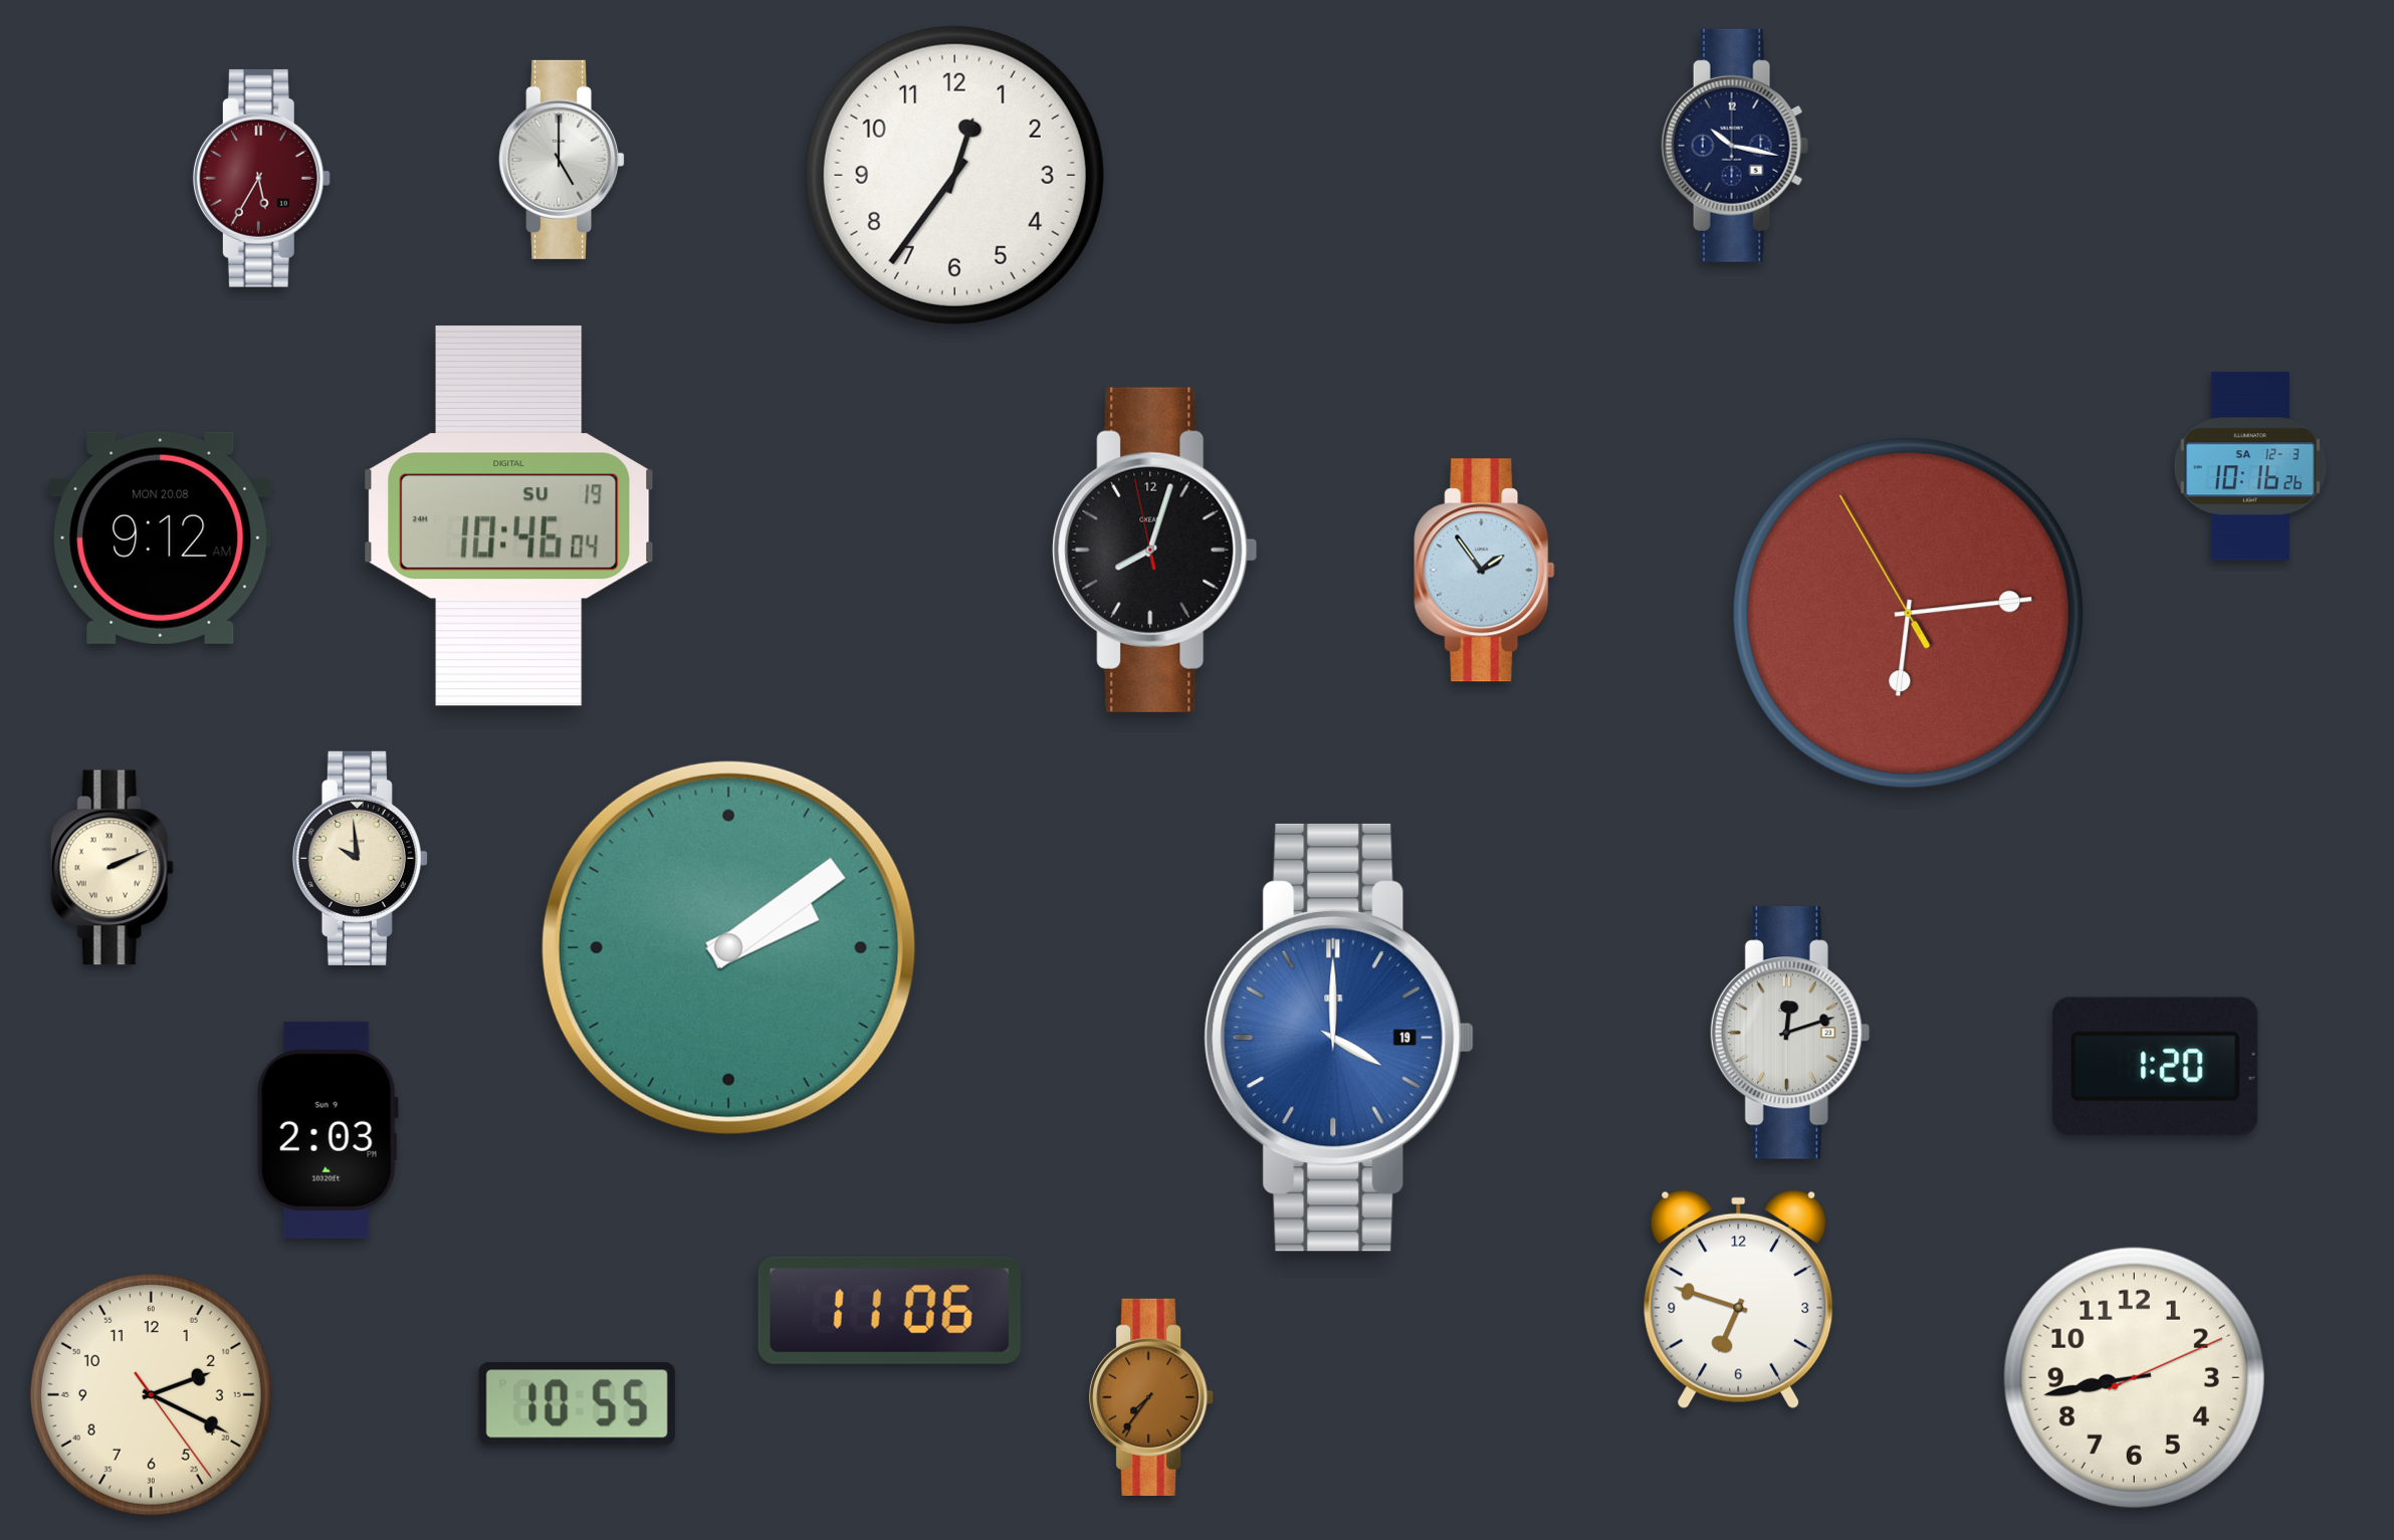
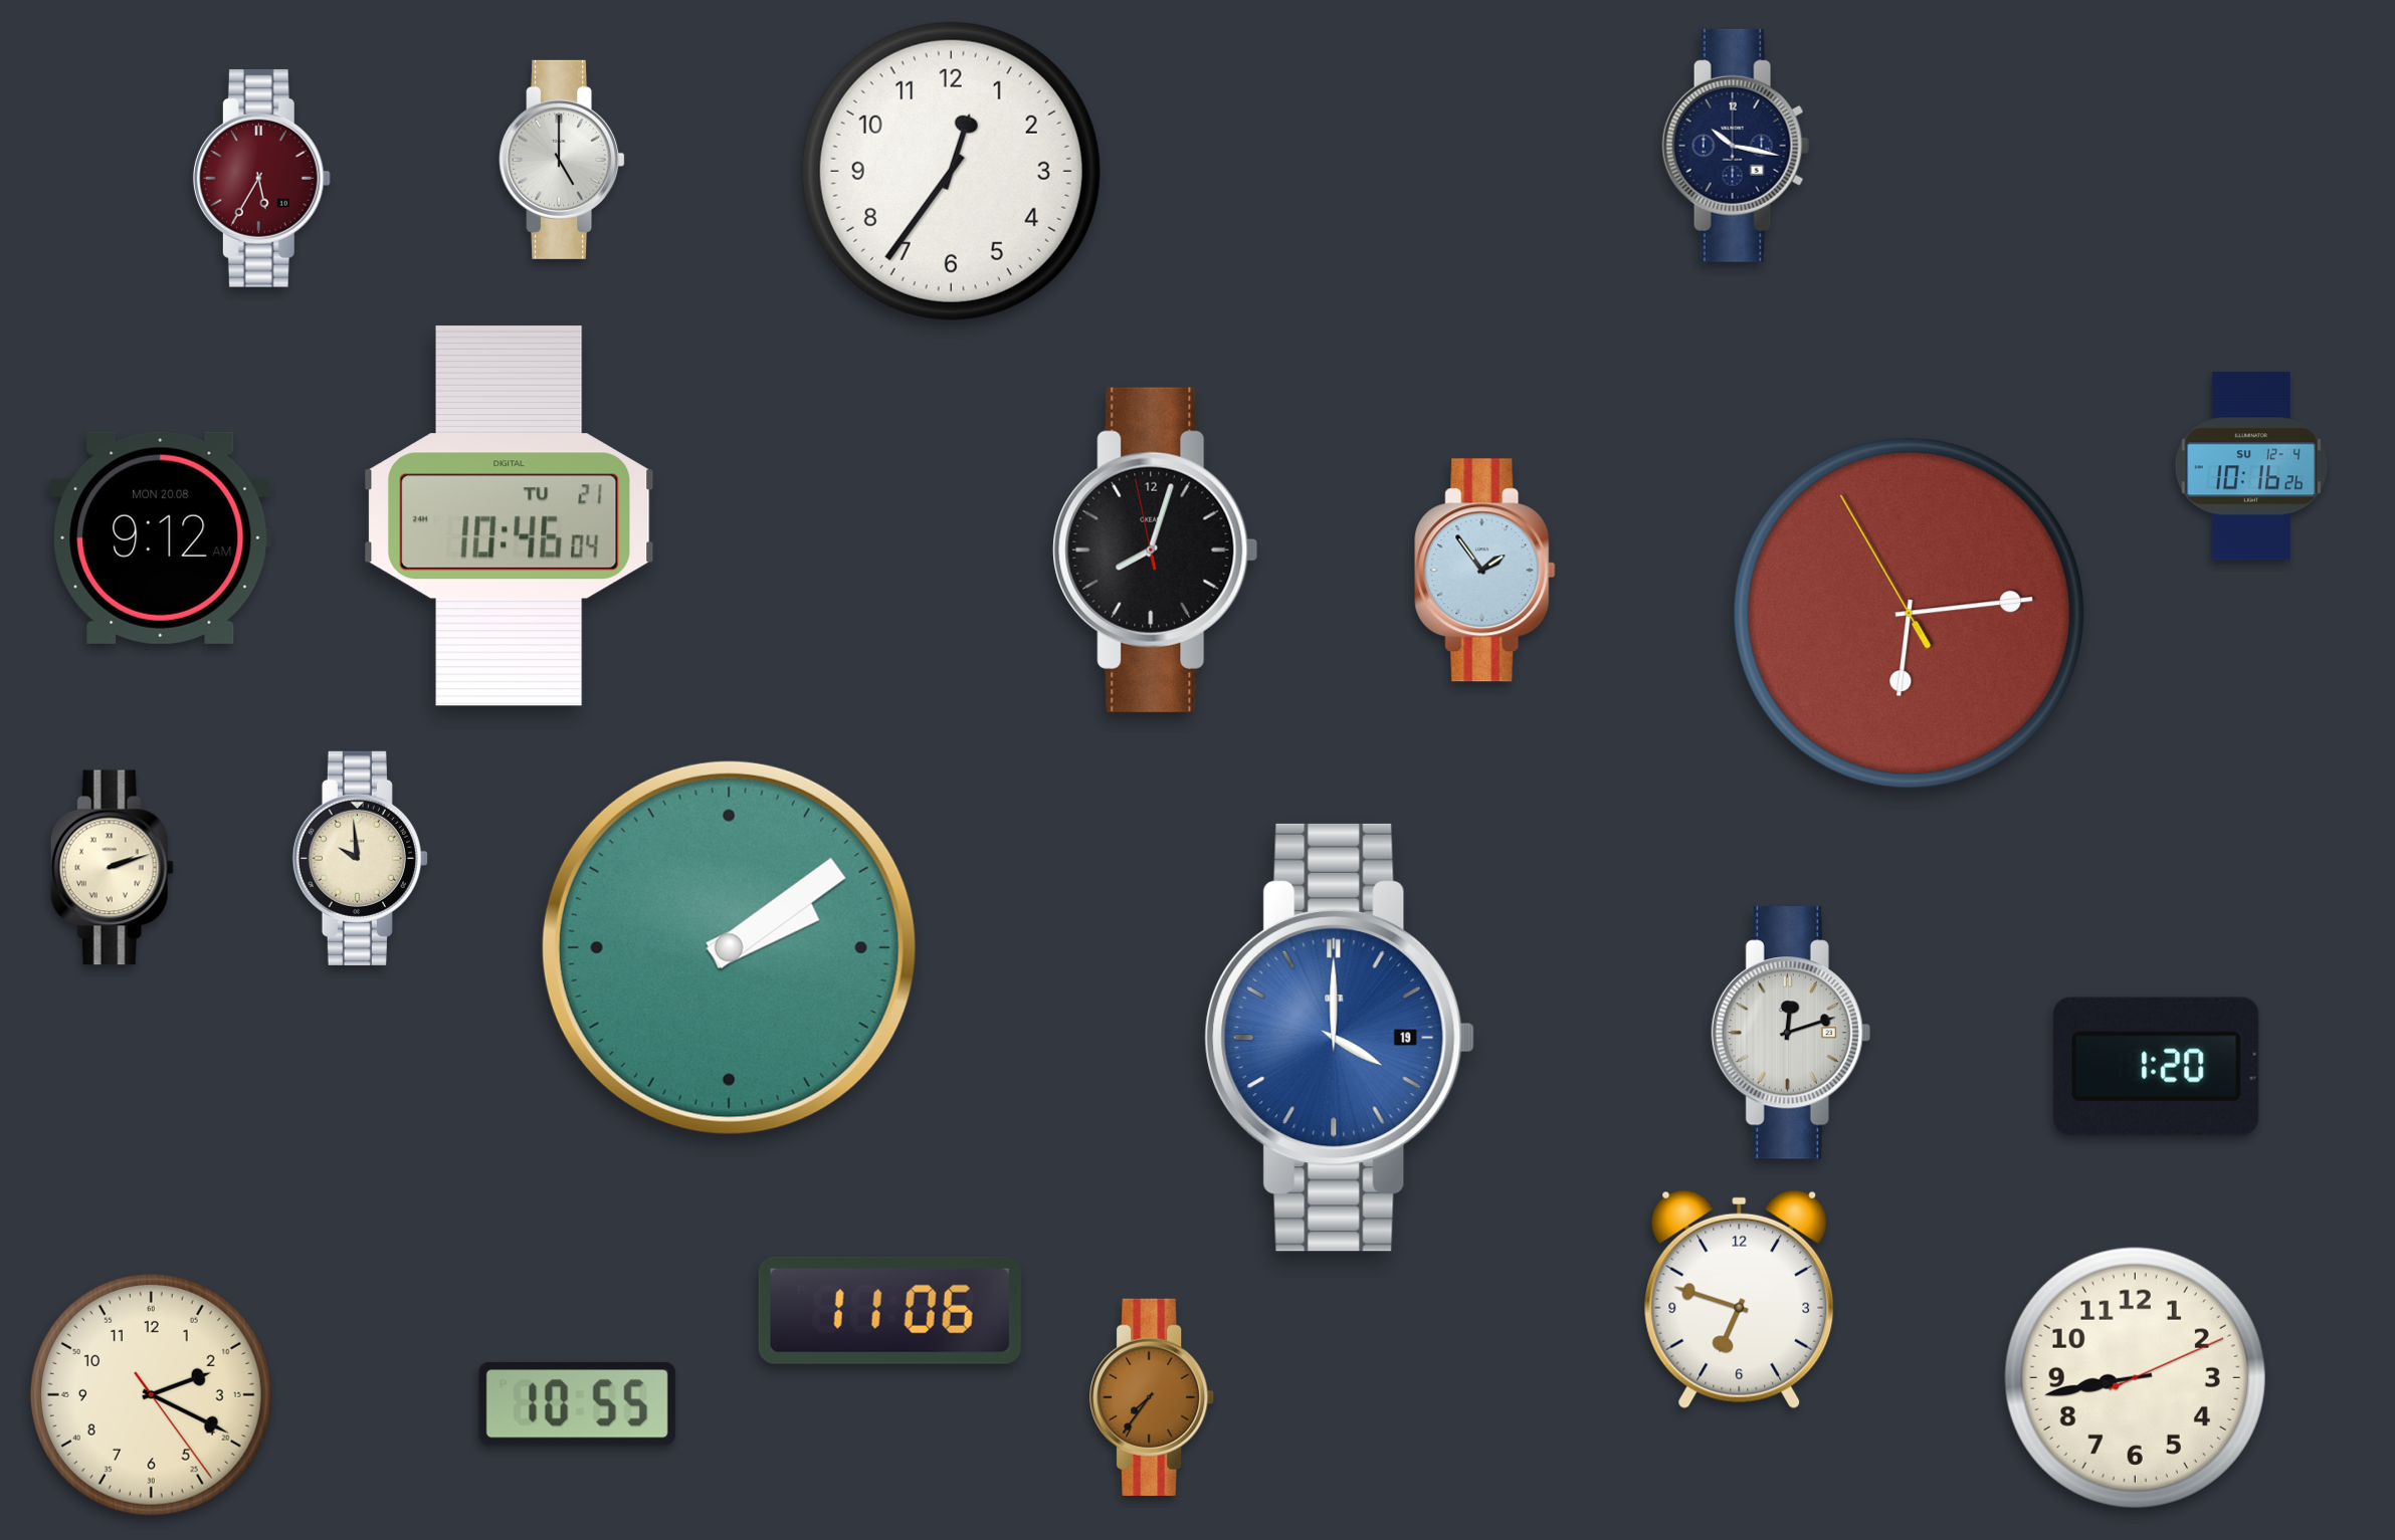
clock at (954, 175) position: (954, 175) -> (951, 171)
clock at (2250, 466) date: SA 12-3 -> SU 12-4
clock at (509, 515) date: SU 19 -> TU 21
clock at (112, 868): 2:11 -> 2:12
clock at (328, 1130): 2:03 -> none
